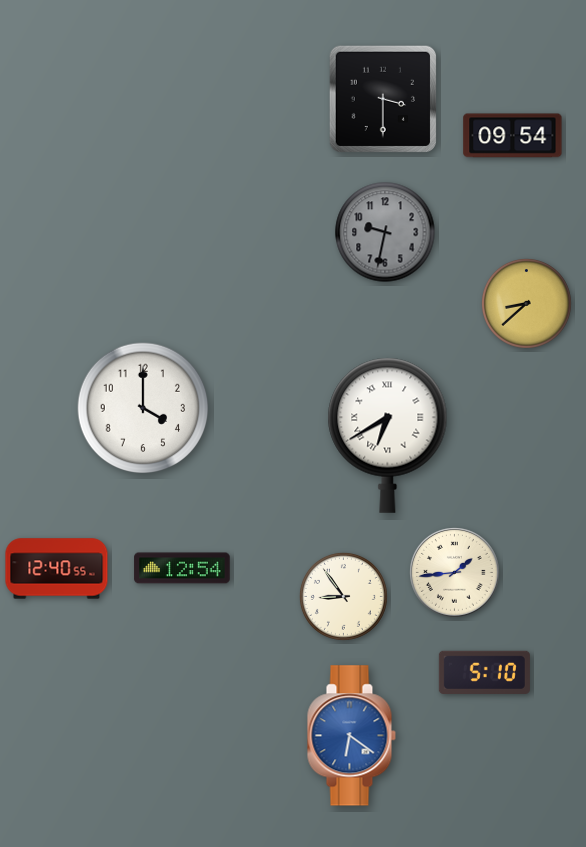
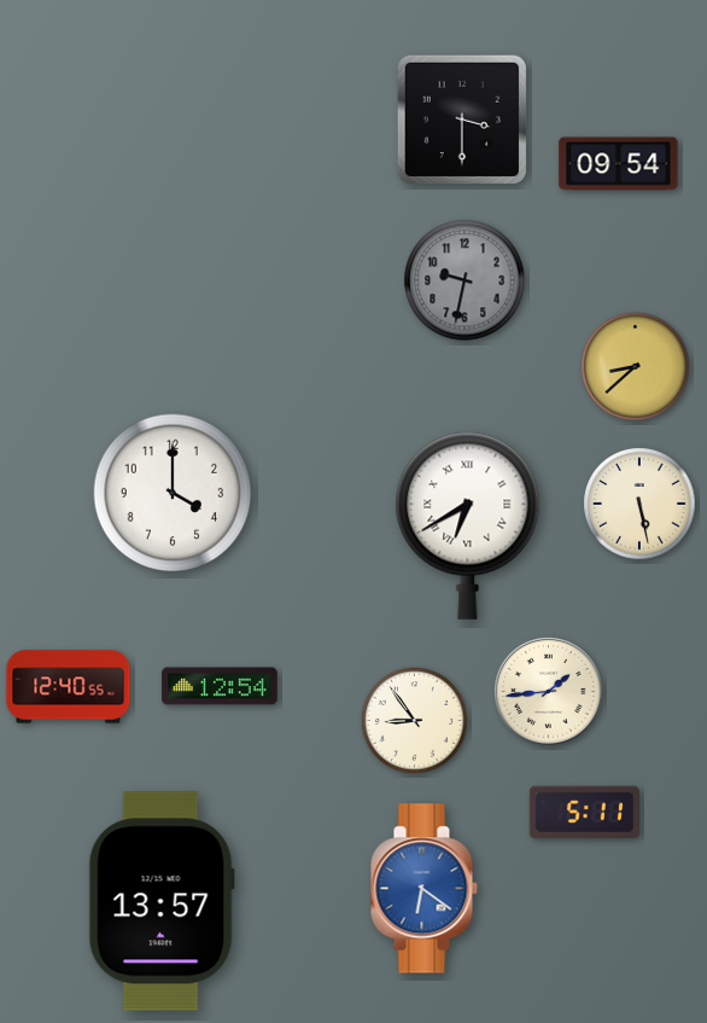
clock at (639, 504): none -> 5:28
clock at (484, 672): 5:10 -> 5:11
clock at (162, 901): none -> 13:57
